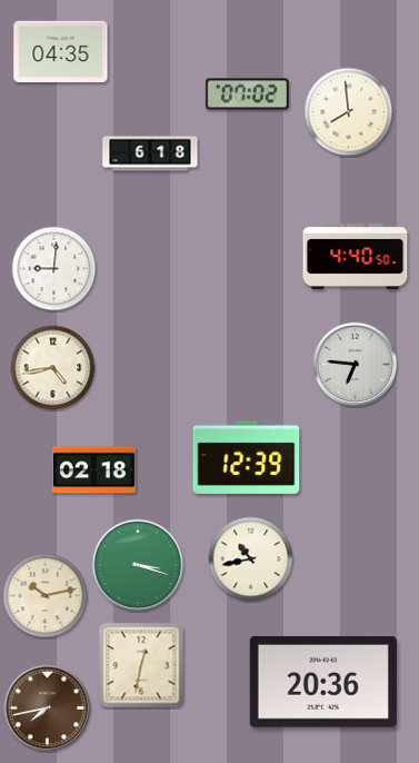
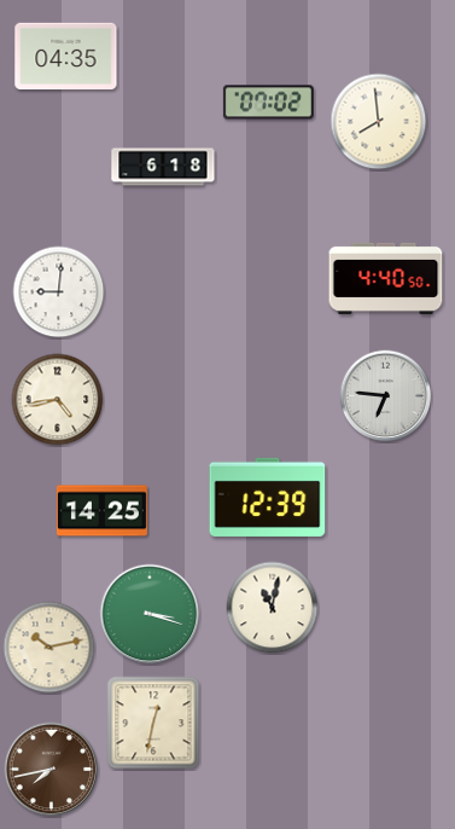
clock at (93, 470): 02:18 -> 14:25
clock at (251, 559): 10:43 -> 11:02
clock at (323, 683): 20:36 -> none
